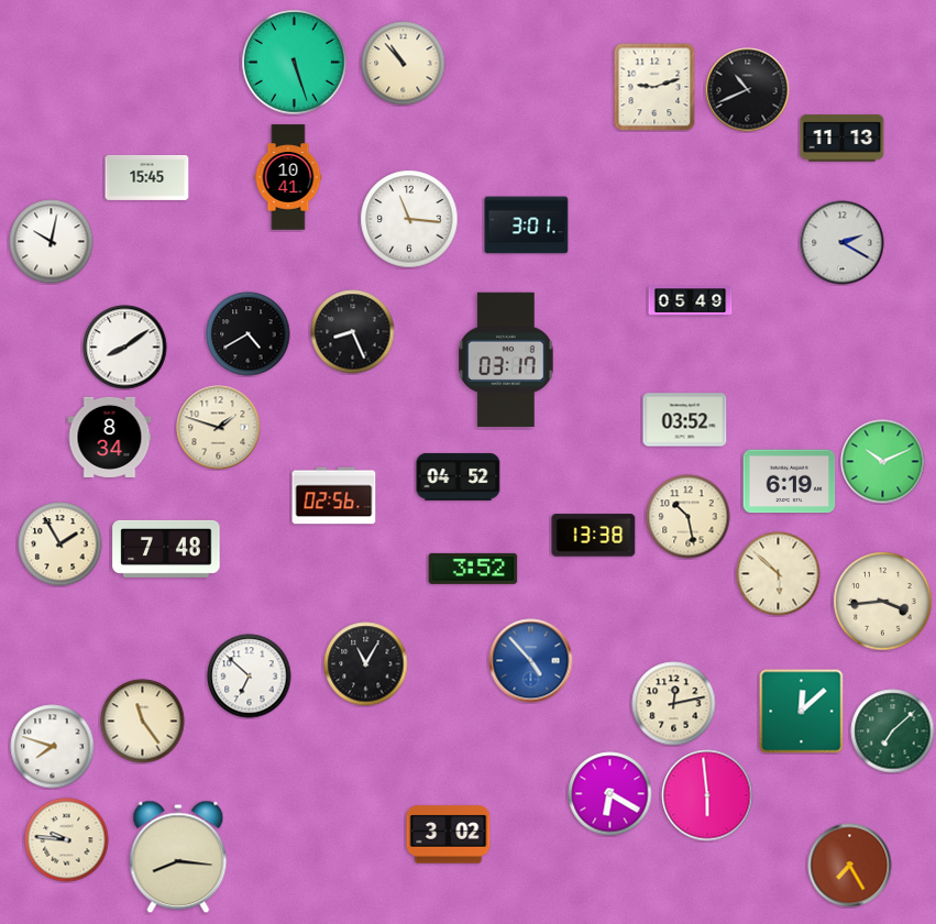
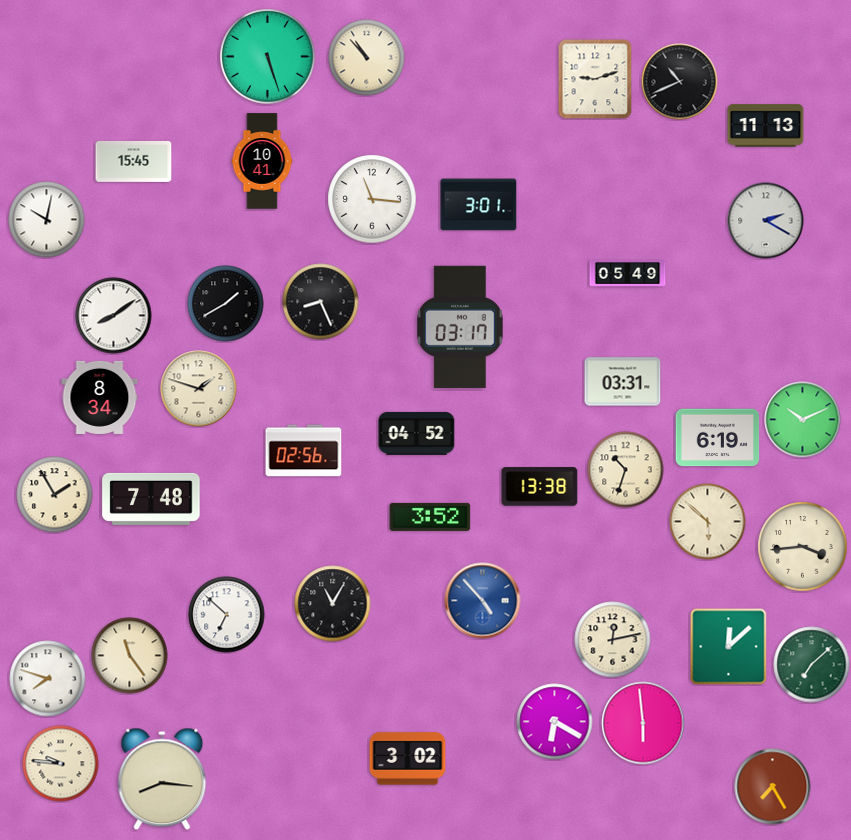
clock at (249, 334): 4:40 -> 1:40
clock at (685, 420): 03:52 -> 03:31
clock at (689, 517): 10:28 -> 10:33
